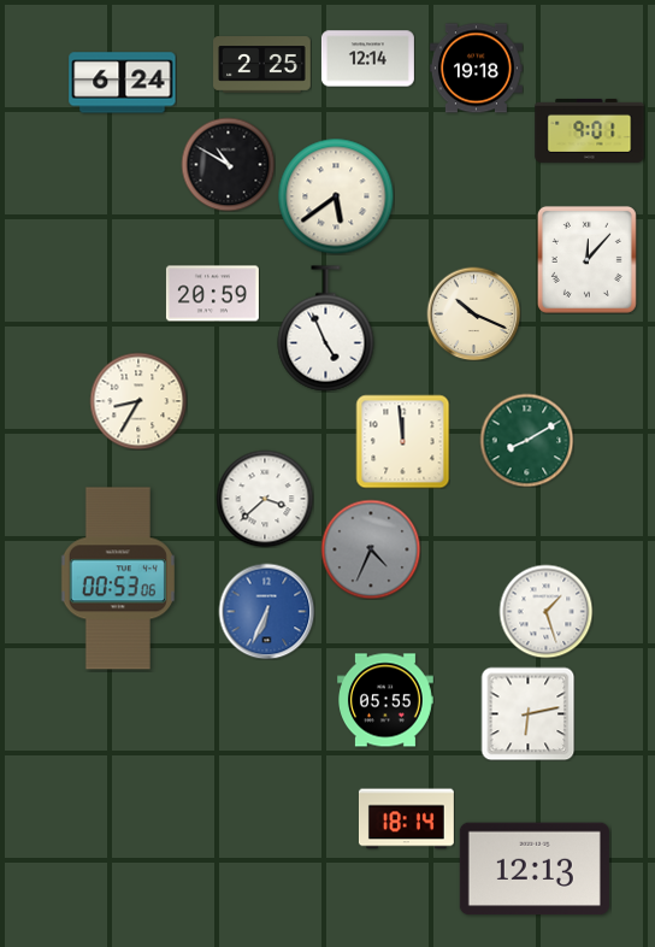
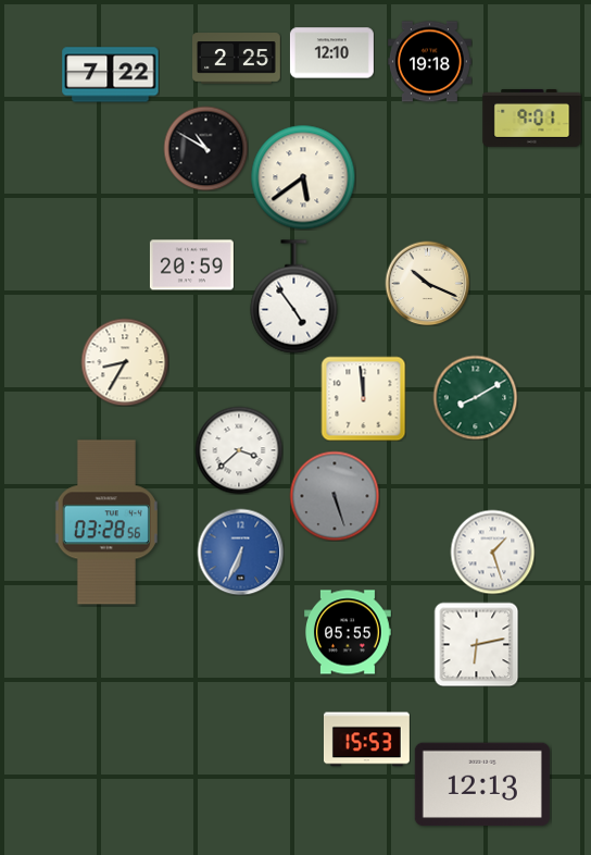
clock at (367, 59): 12:14 -> 12:10
clock at (123, 83): 6:24 -> 7:22
clock at (586, 259): 12:07 -> none
clock at (326, 329): 4:56 -> 4:54
clock at (371, 549): 4:34 -> 5:27
clock at (118, 578): 00:53 -> 03:28
clock at (406, 819): 18:14 -> 15:53
